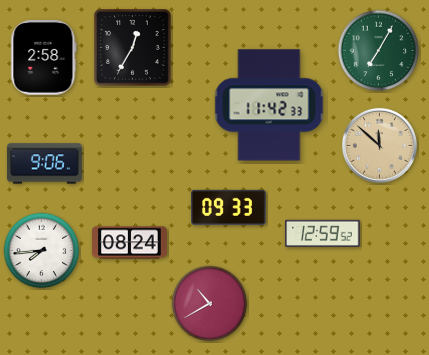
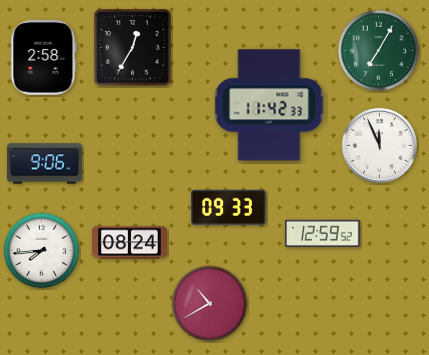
clock at (379, 145): 11:52 -> 11:56
clock at (379, 145) dial: champagne -> white
